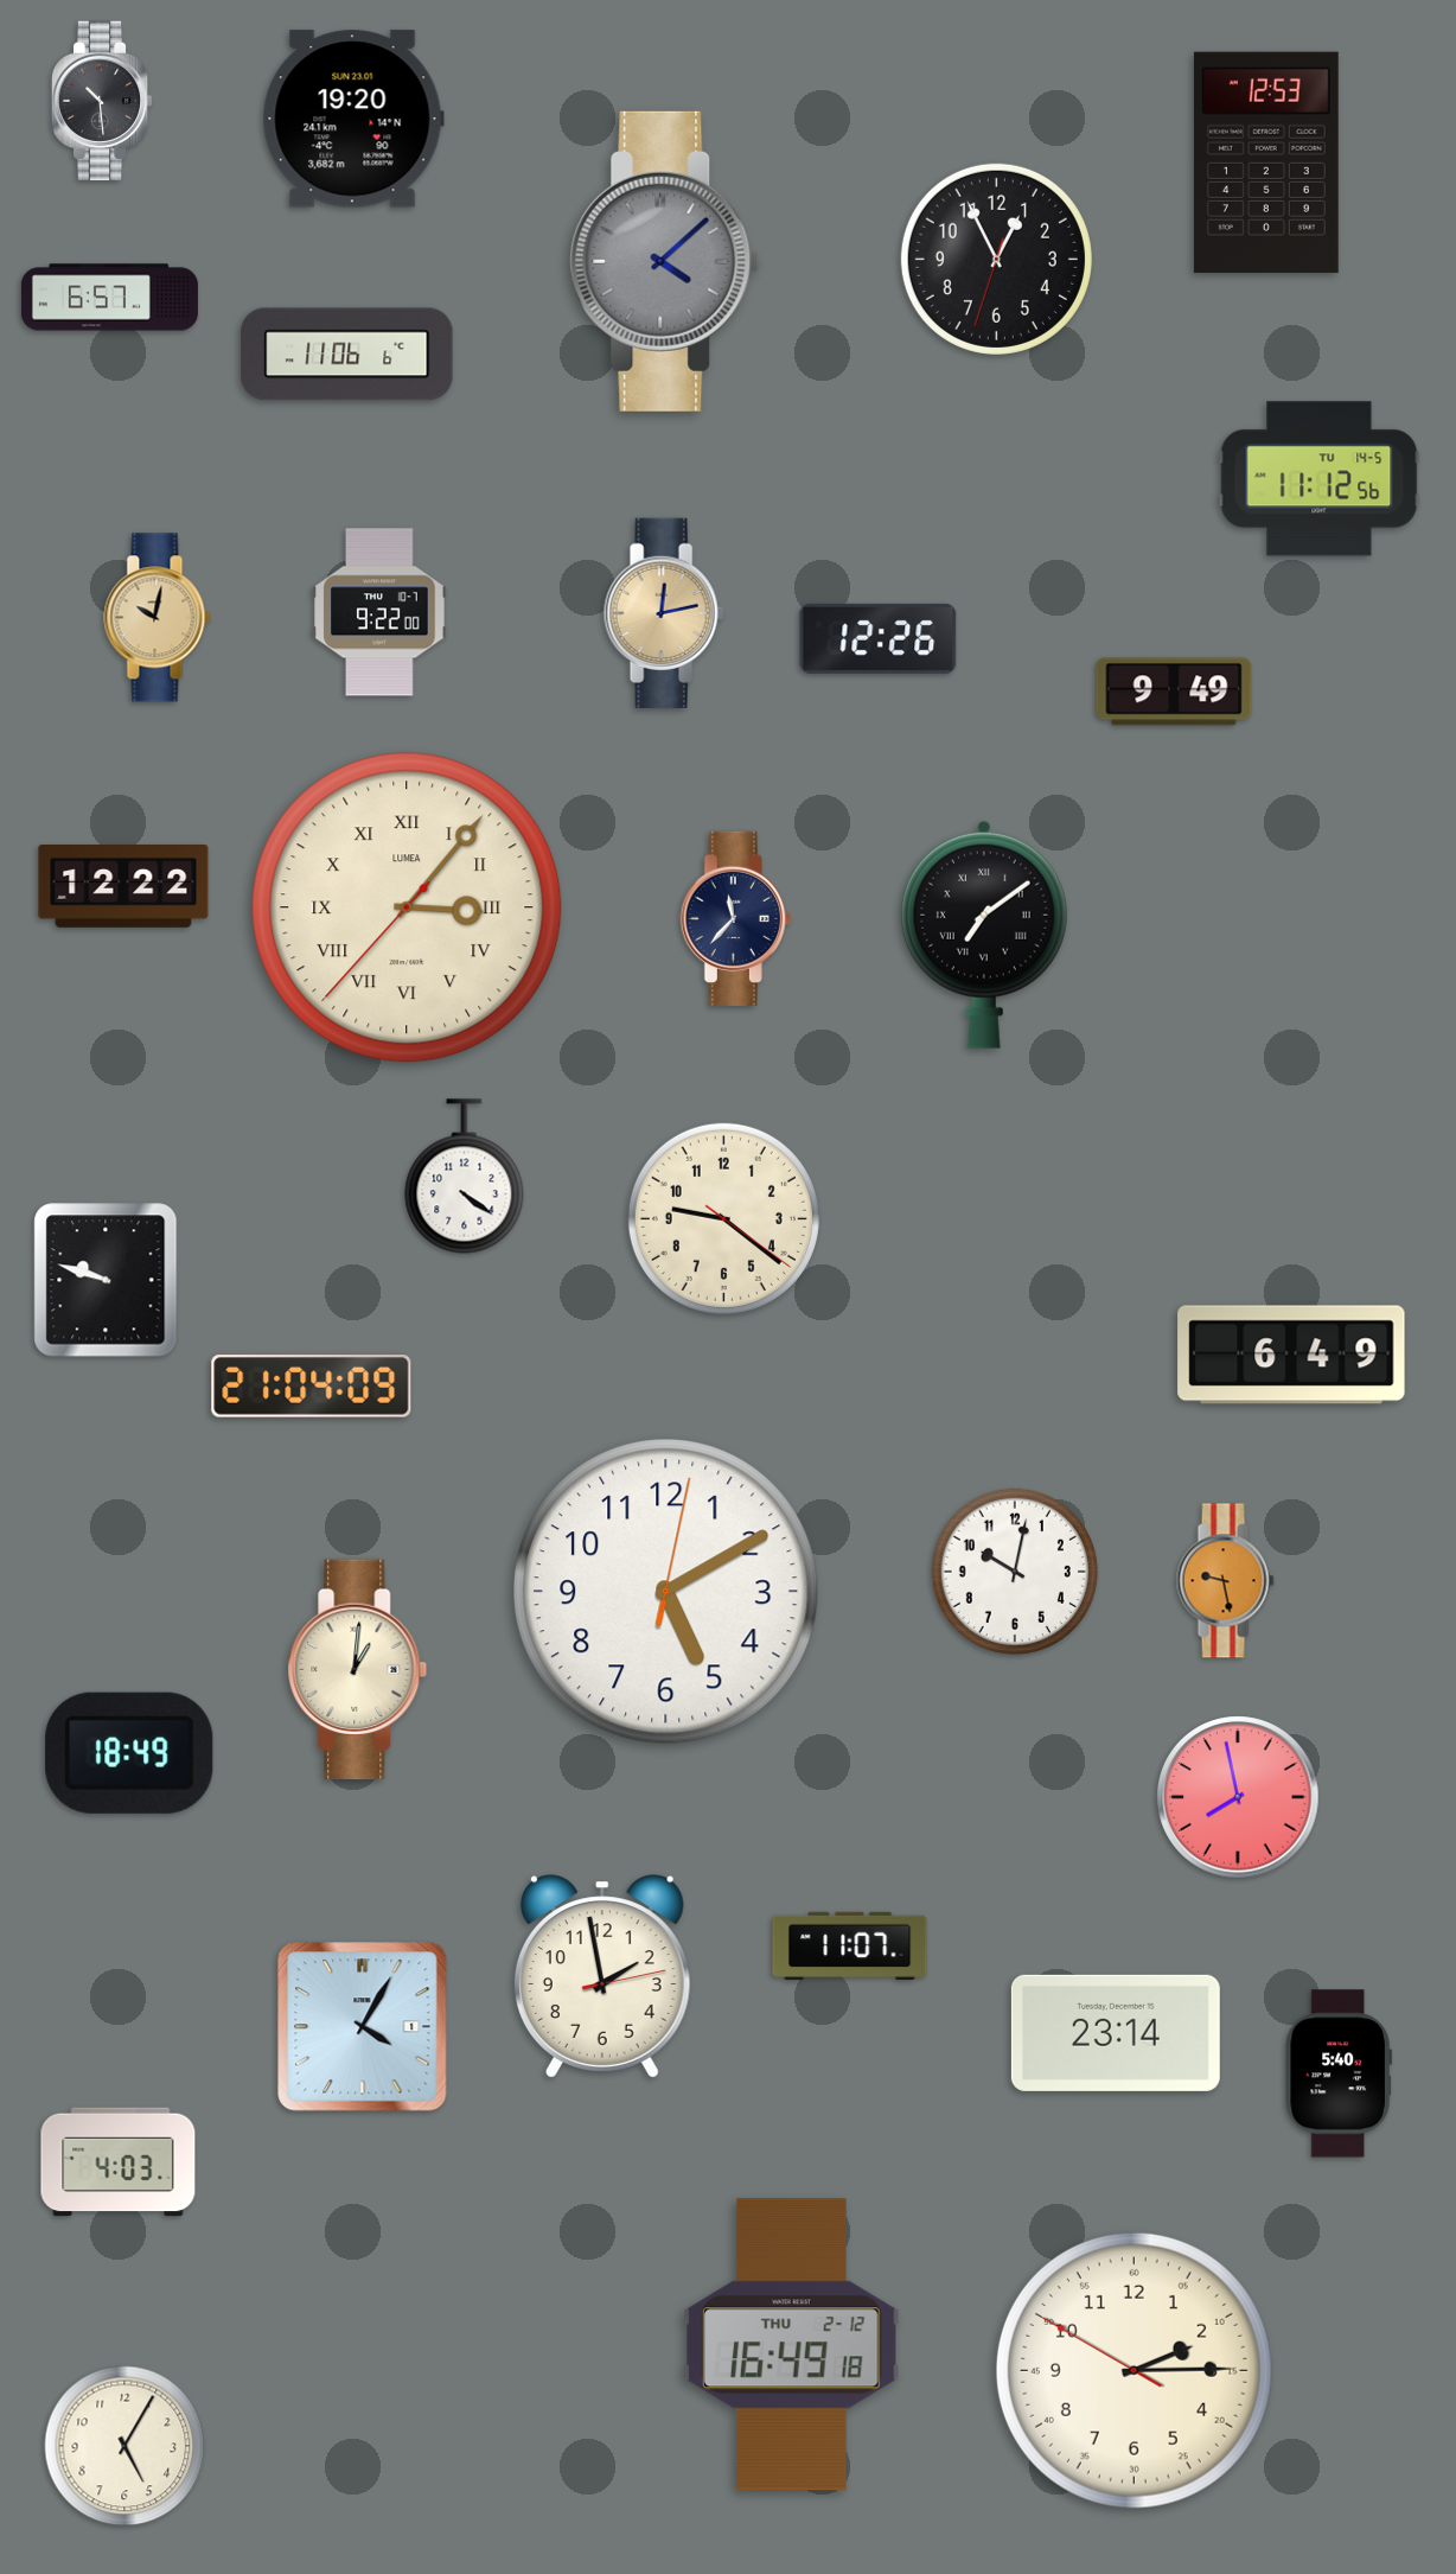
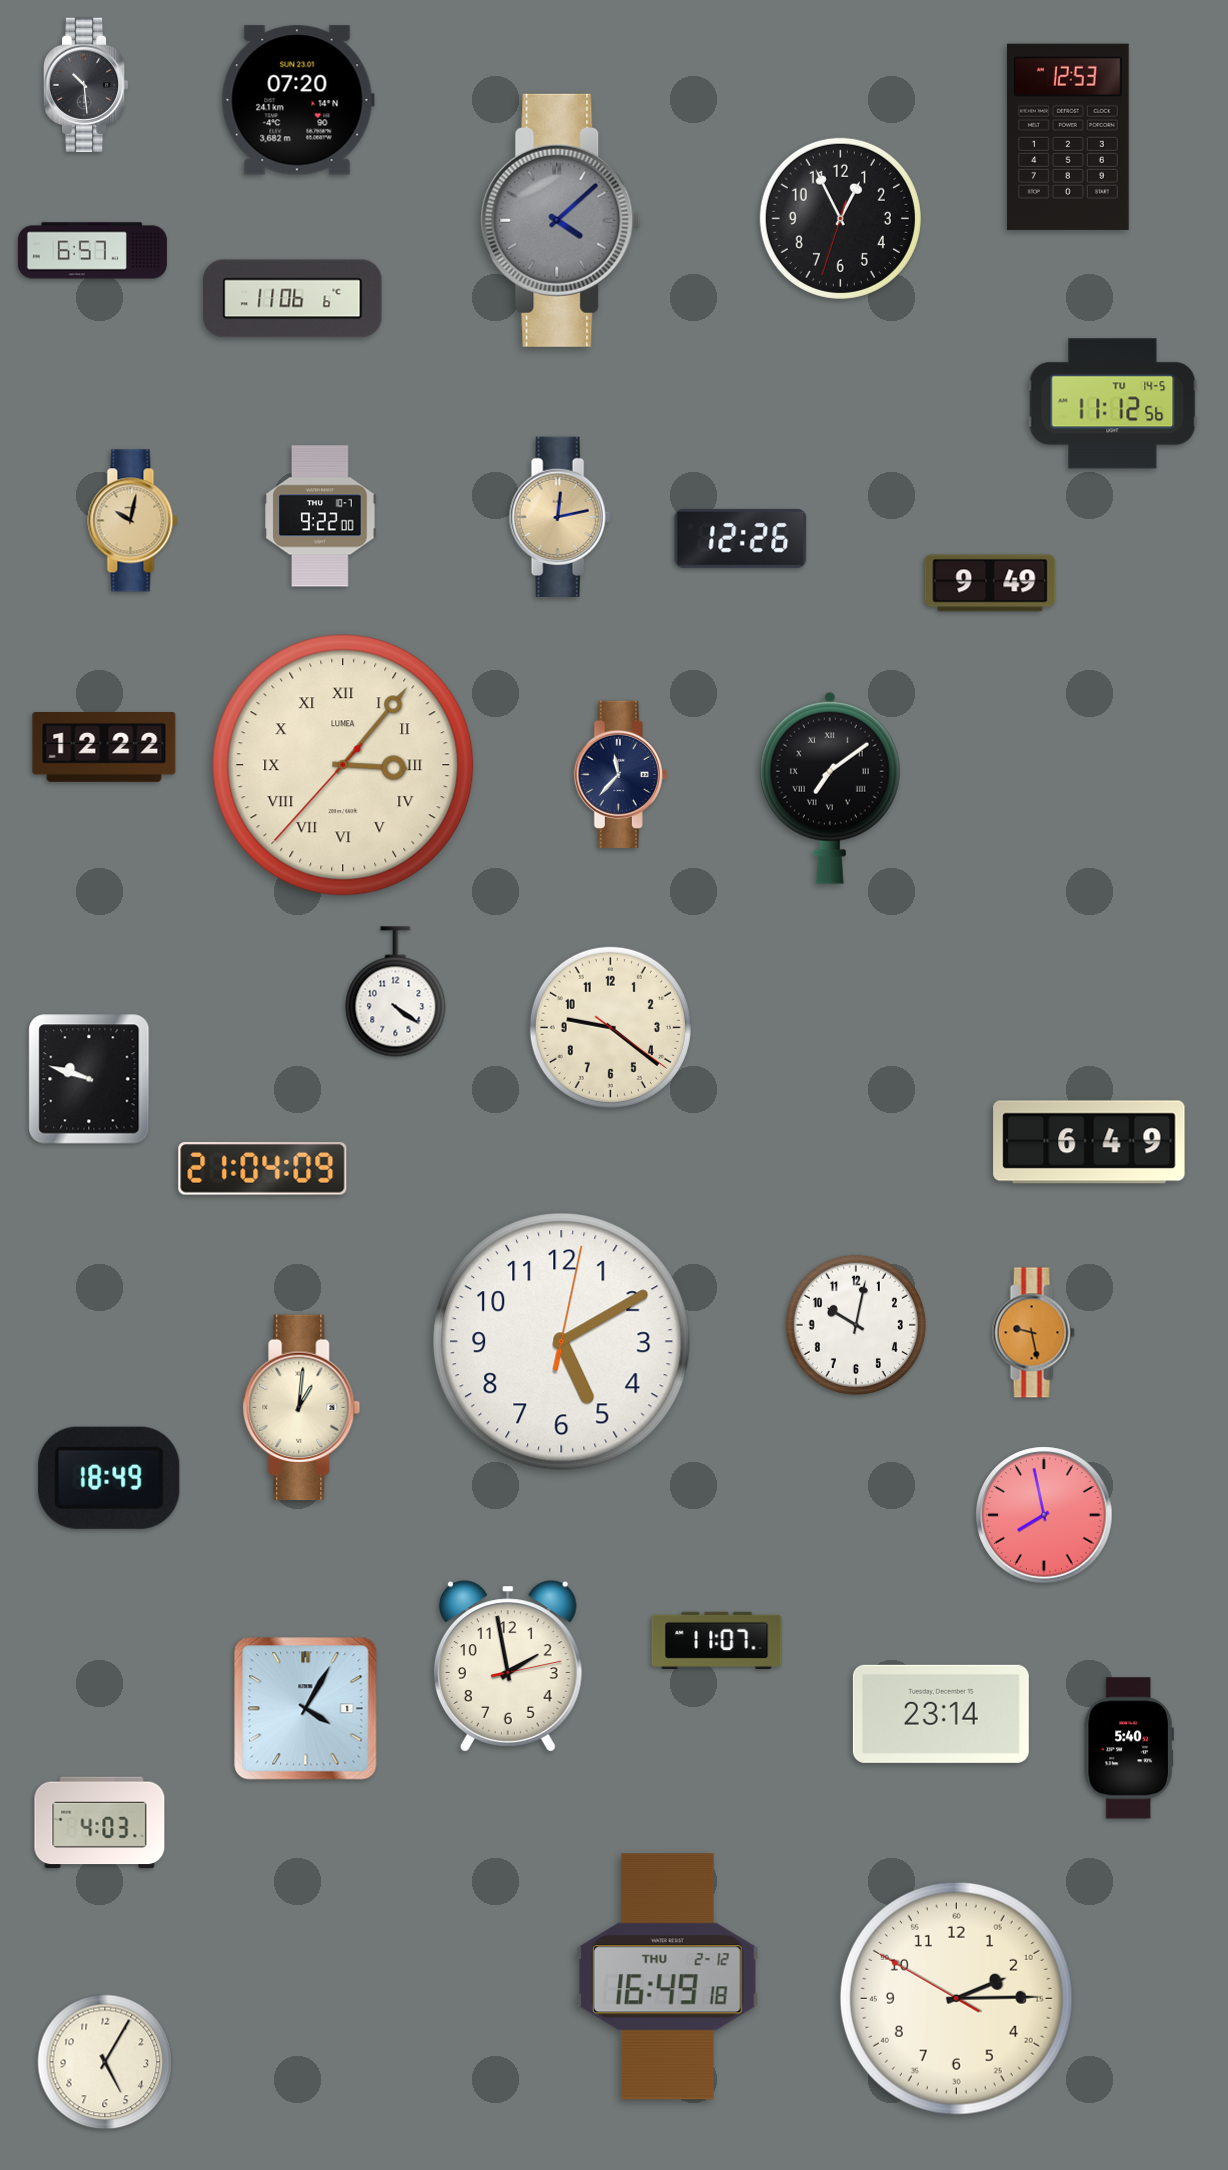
clock at (353, 119): 19:20 -> 07:20
clock at (465, 1177) position: (465, 1177) -> (396, 992)
